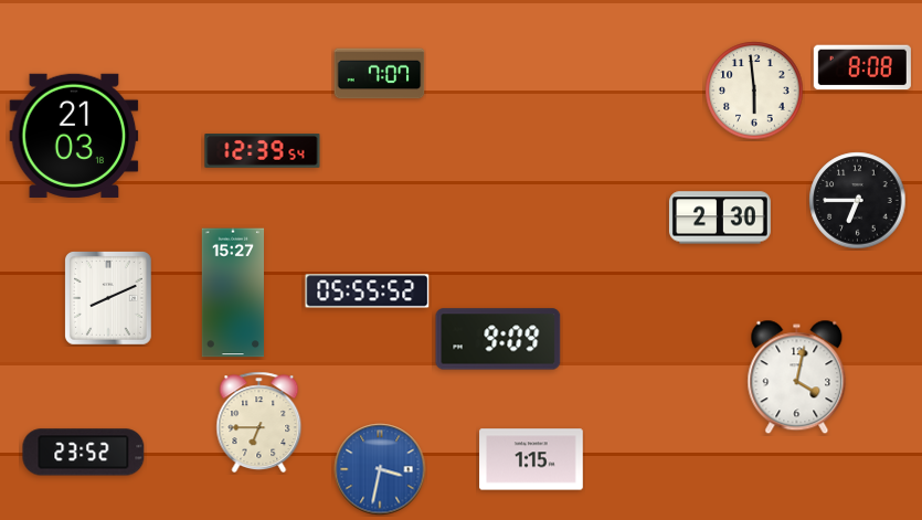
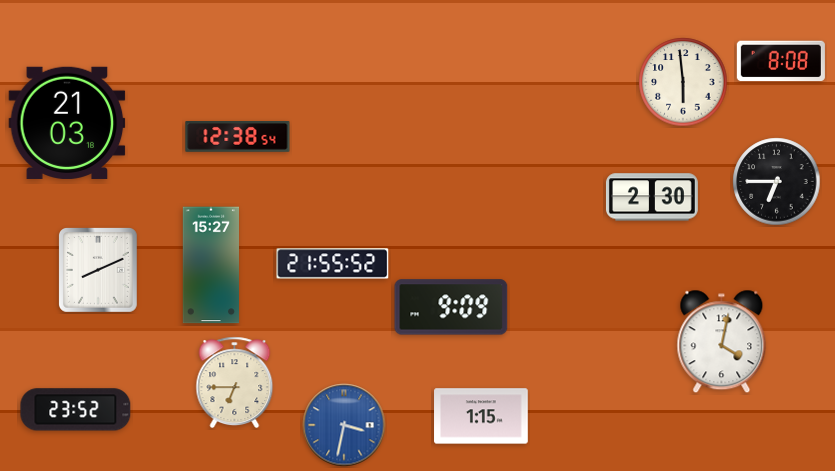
clock at (380, 74): 7:07 -> none
clock at (263, 151): 12:39 -> 12:38
clock at (368, 291): 05:55 -> 21:55
